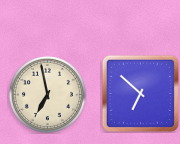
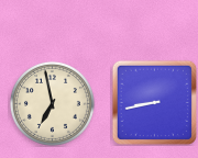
clock at (140, 93): 6:52 -> 8:43
